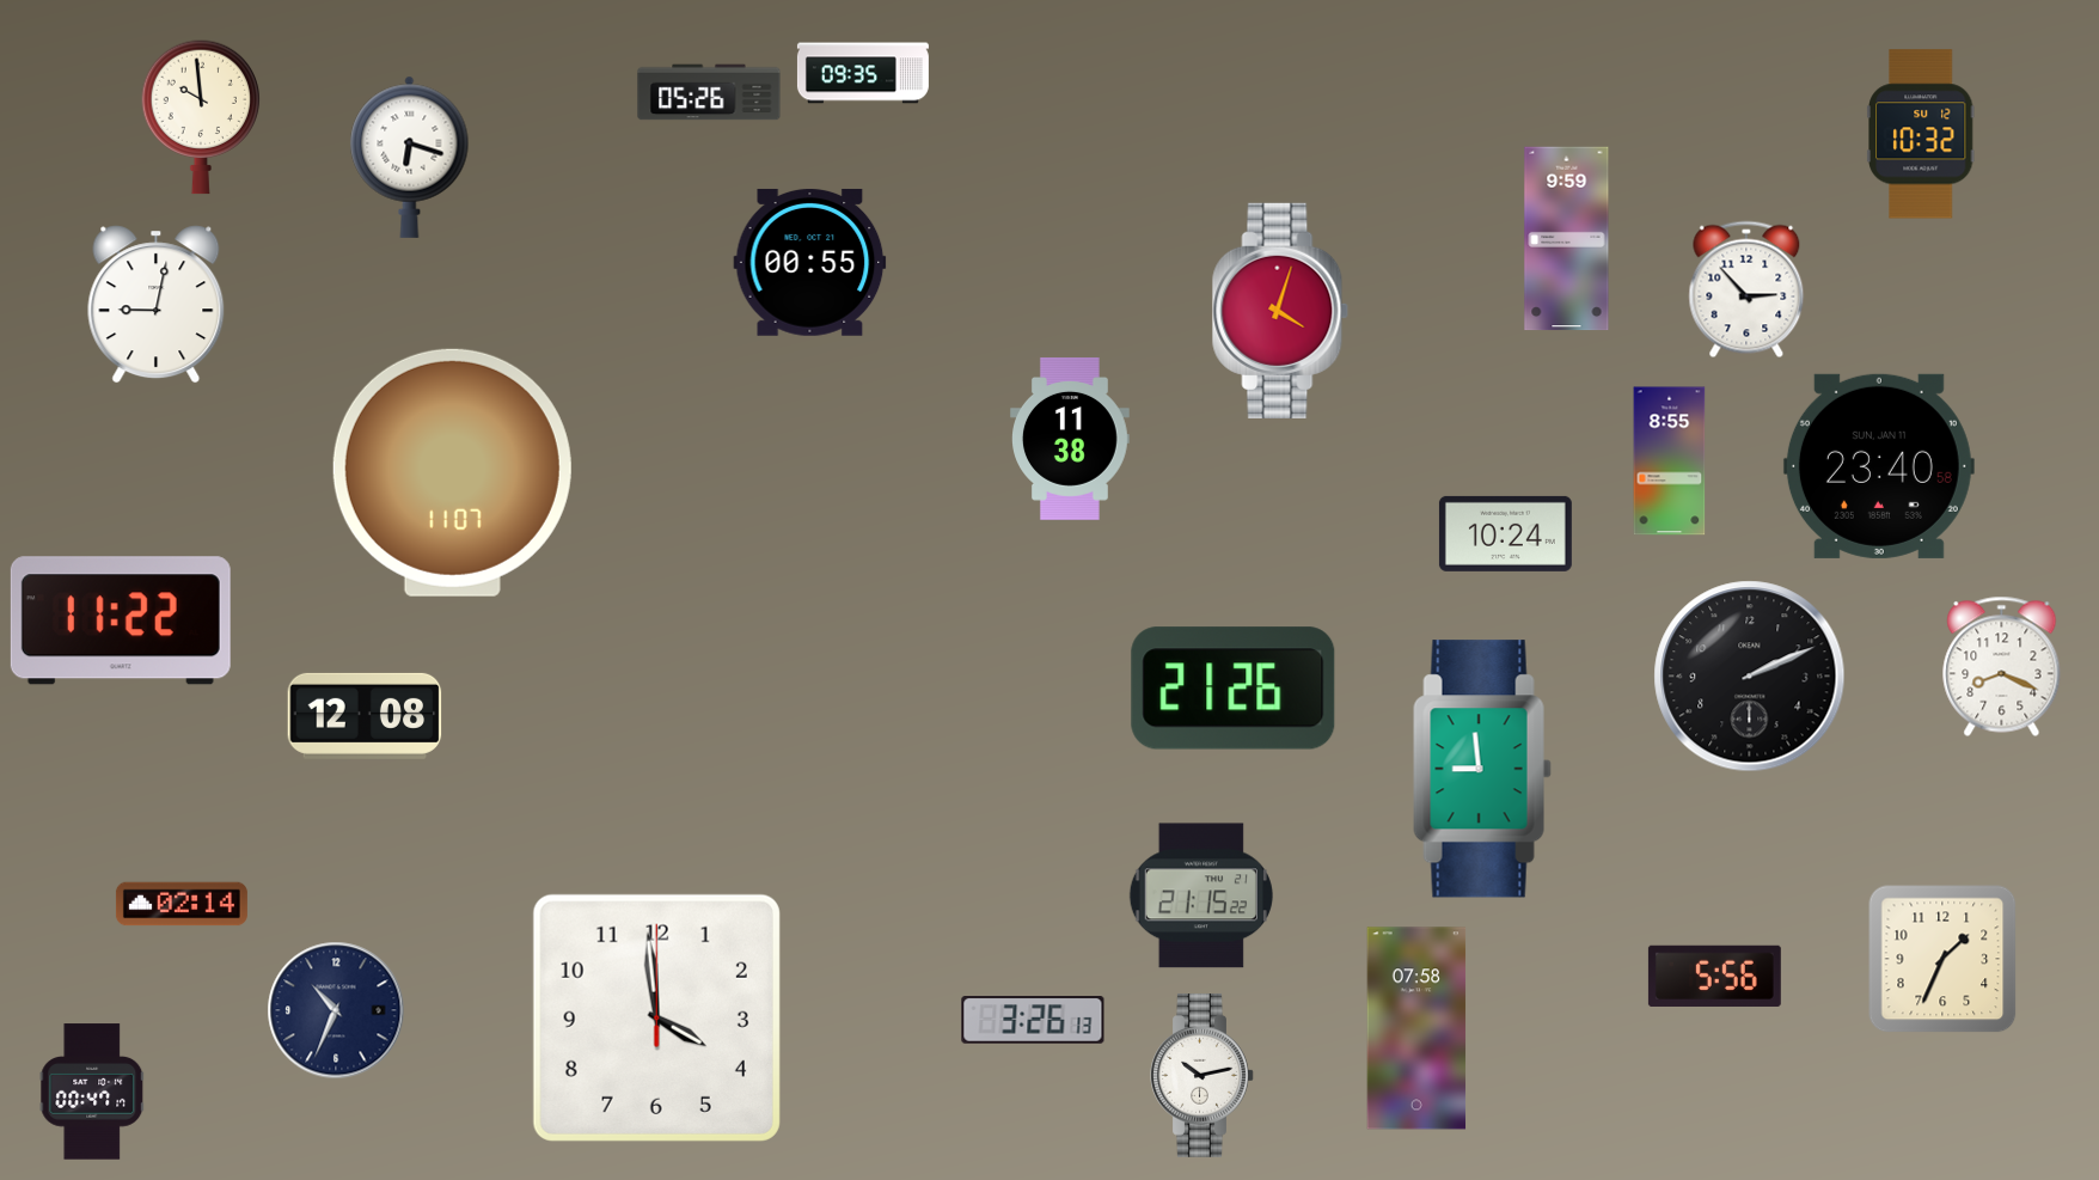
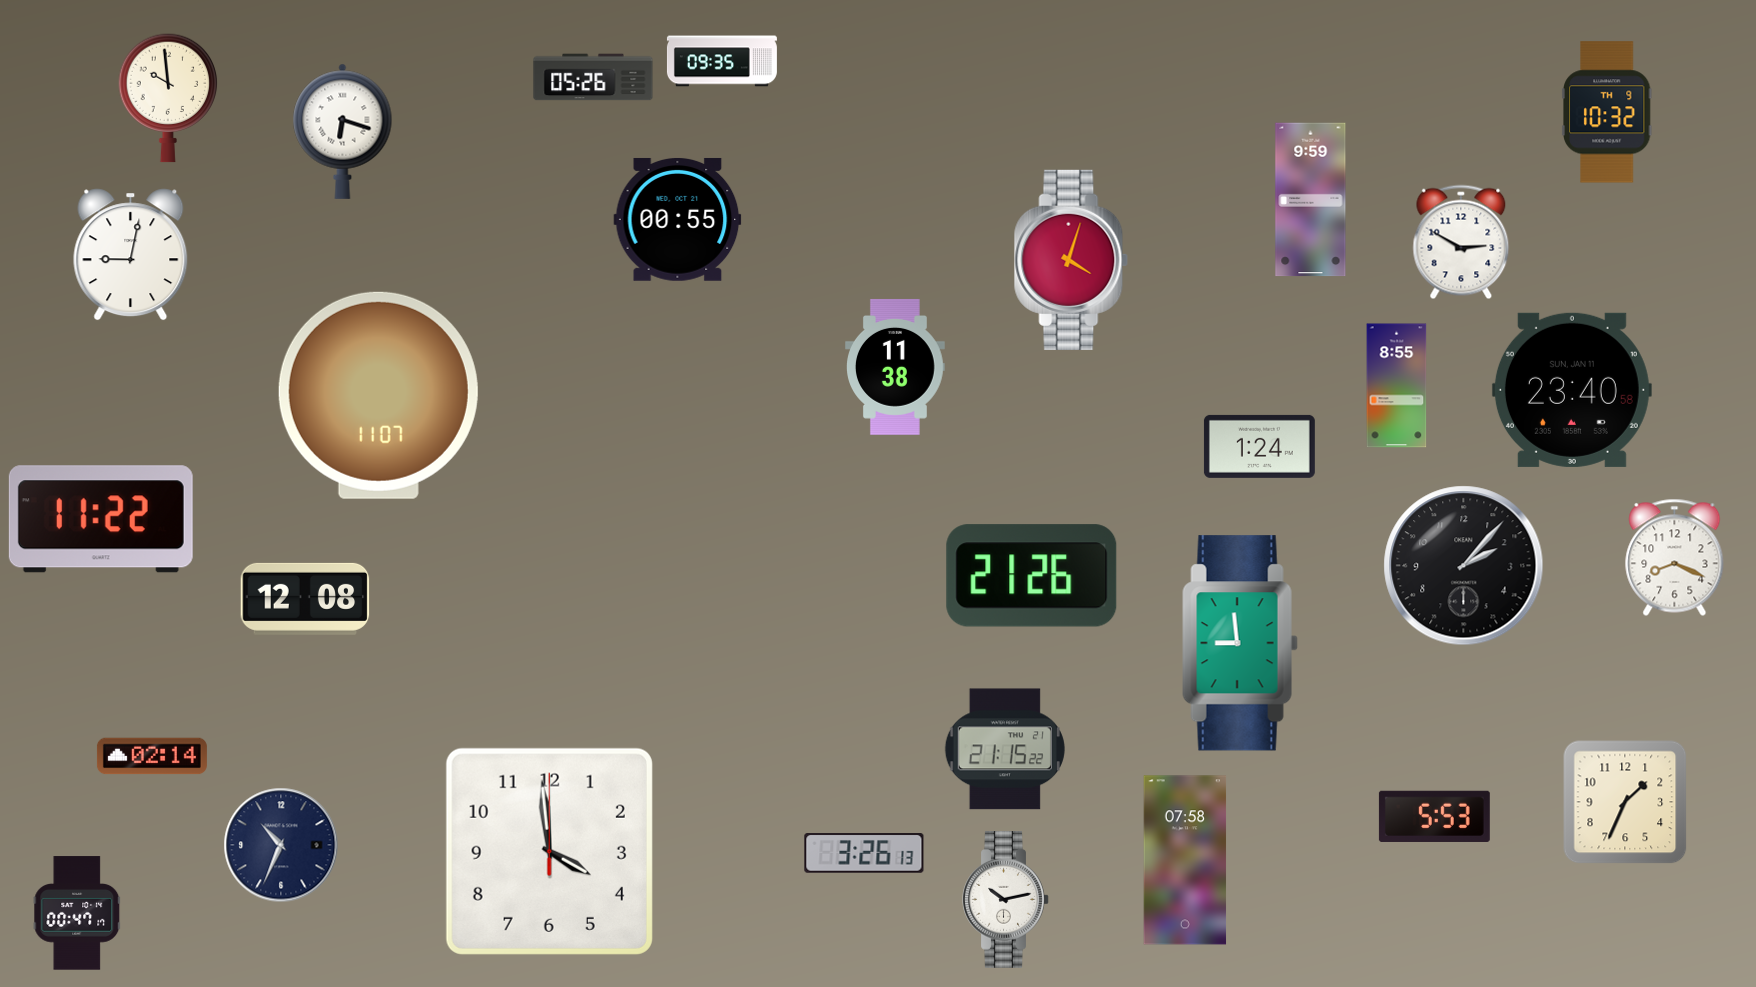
clock at (1921, 134) date: SU 12 -> TH 9
clock at (1746, 289): 2:53 -> 2:50
clock at (1505, 533): 10:24 -> 1:24
clock at (1750, 677): 2:11 -> 2:07
clock at (1714, 976): 5:56 -> 5:53
